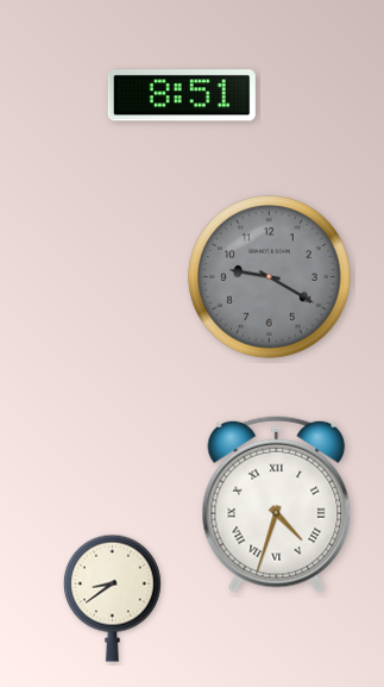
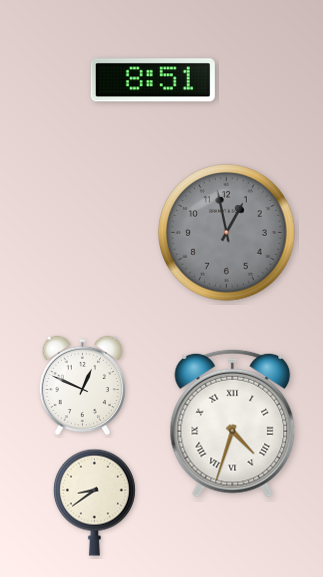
clock at (270, 277): 9:20 -> 12:58
clock at (82, 386): none -> 12:49
